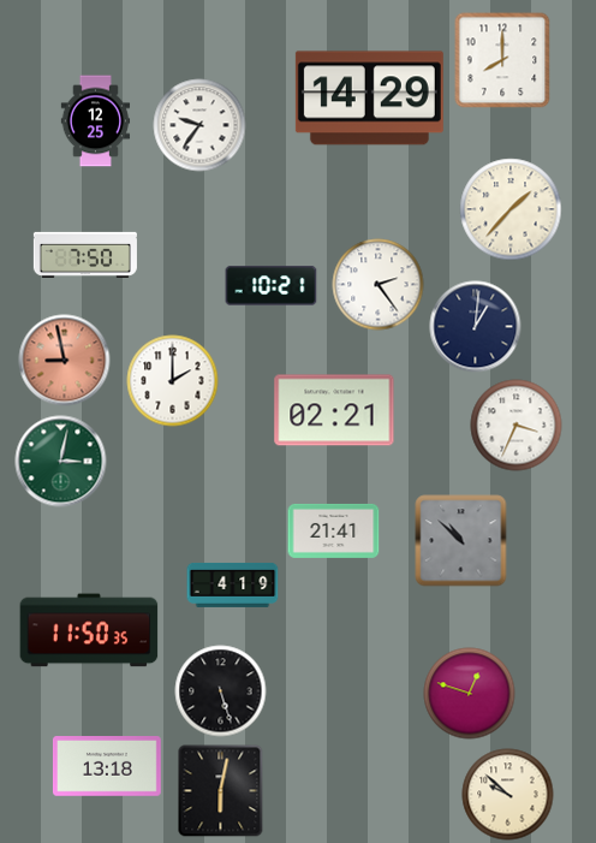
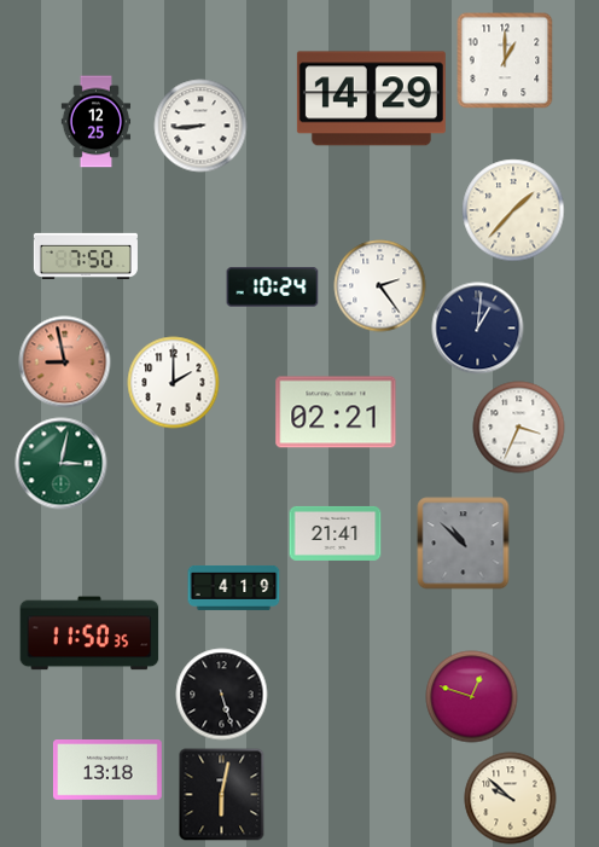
clock at (502, 60): 8:00 -> 1:00
clock at (199, 125): 9:36 -> 8:44
clock at (272, 286): 10:21 -> 10:24
